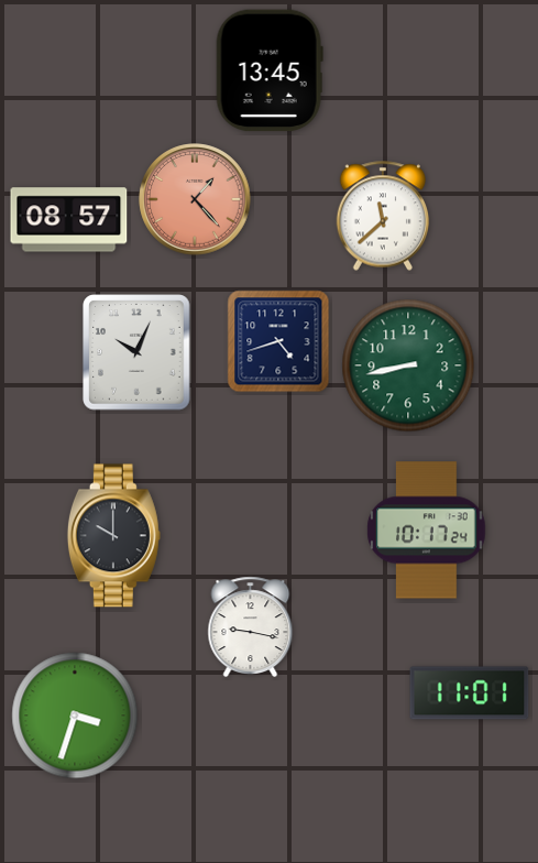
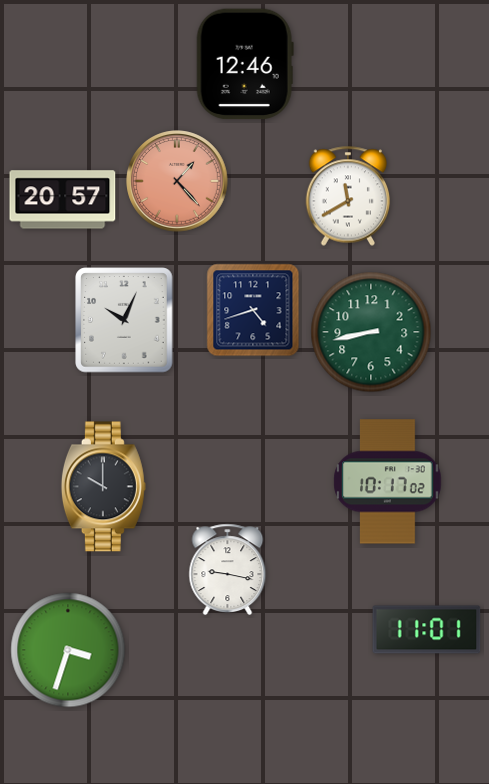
clock at (270, 70): 13:45 -> 12:46
clock at (383, 216): 11:38 -> 11:40
clock at (69, 220): 08:57 -> 20:57
clock at (427, 531): 10:17:24 -> 10:17:02
